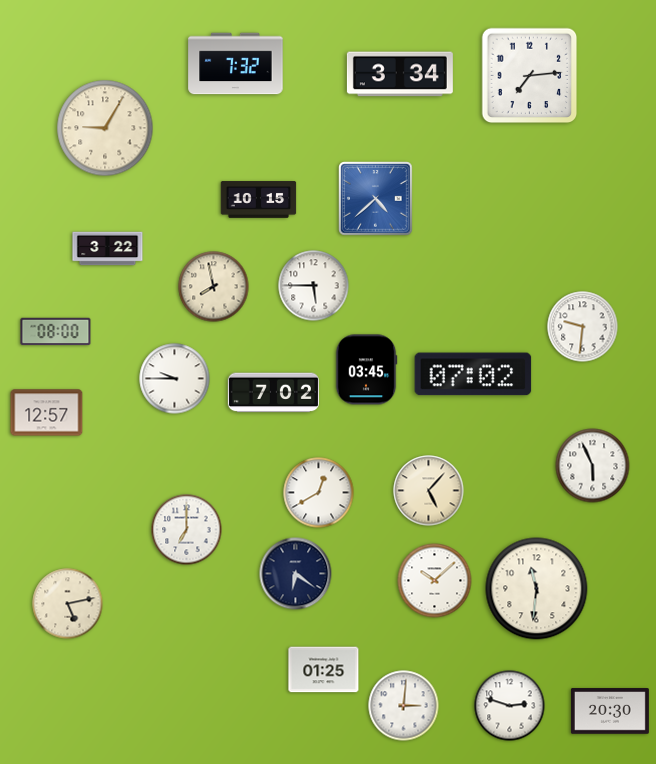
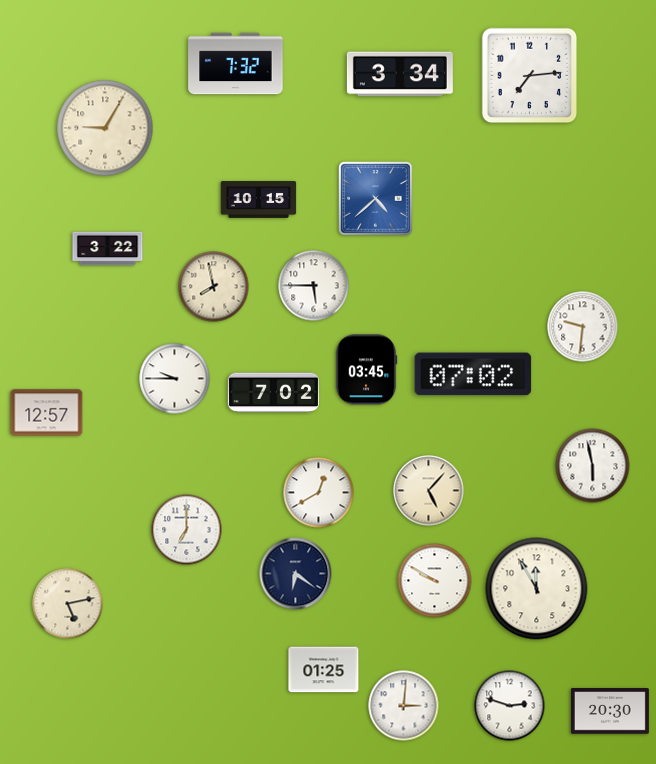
clock at (56, 332): 08:00 -> none
clock at (593, 466): 5:56 -> 5:58
clock at (435, 581): 10:08 -> 9:50
clock at (537, 589): 11:31 -> 11:55
